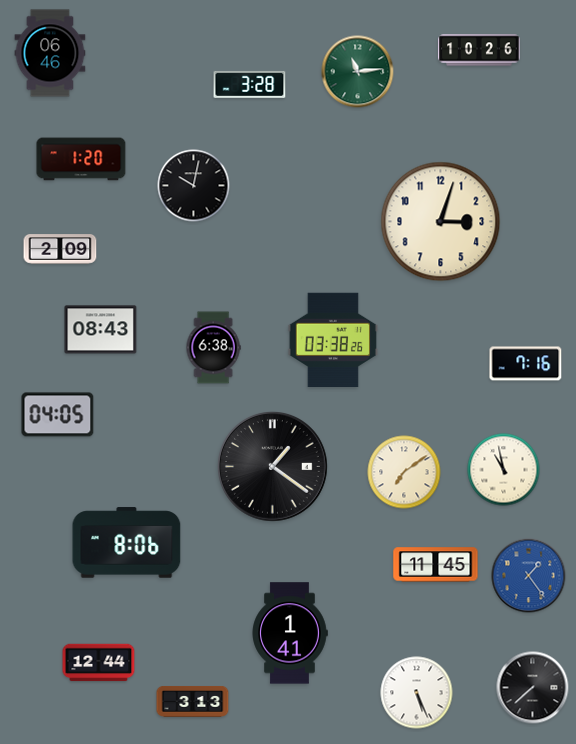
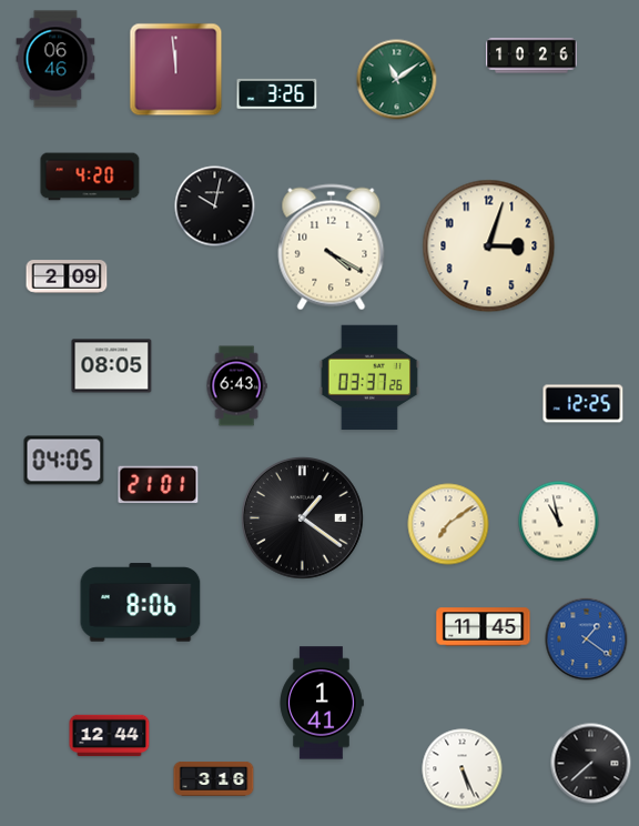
clock at (176, 70): none -> 11:59
clock at (358, 72): 11:14 -> 11:09
clock at (250, 84): 3:28 -> 3:26
clock at (81, 159): 1:20 -> 4:20
clock at (332, 248): none -> 4:20
clock at (101, 330): 08:43 -> 08:05
clock at (332, 339): 03:38 -> 03:37
clock at (213, 348): 6:38 -> 6:43
clock at (526, 364): 7:16 -> 12:25
clock at (159, 485): none -> 21:01
clock at (529, 576): 1:24 -> 1:21
clock at (193, 702): 3:13 -> 3:16
